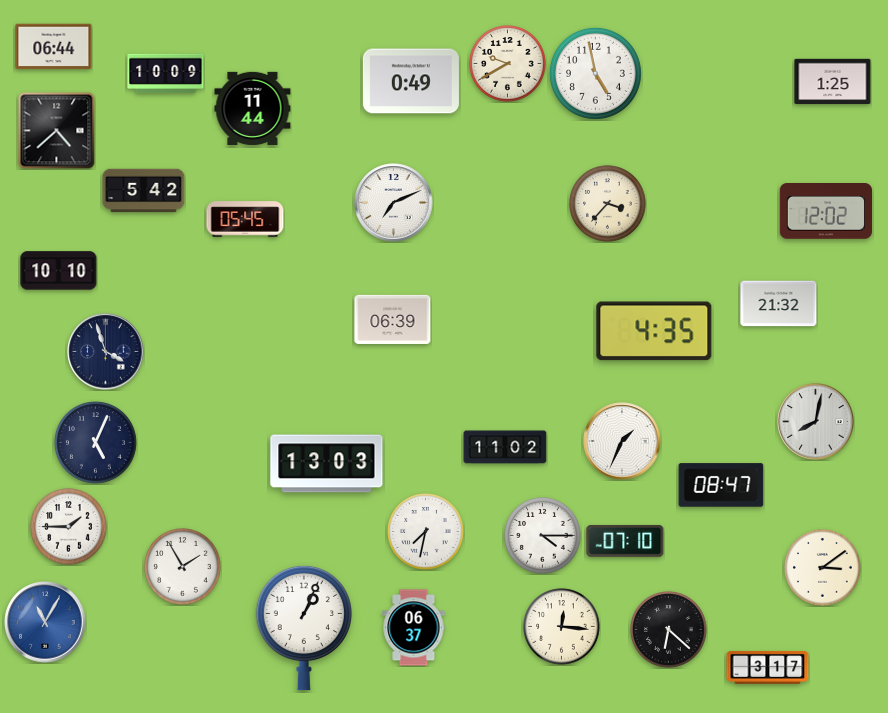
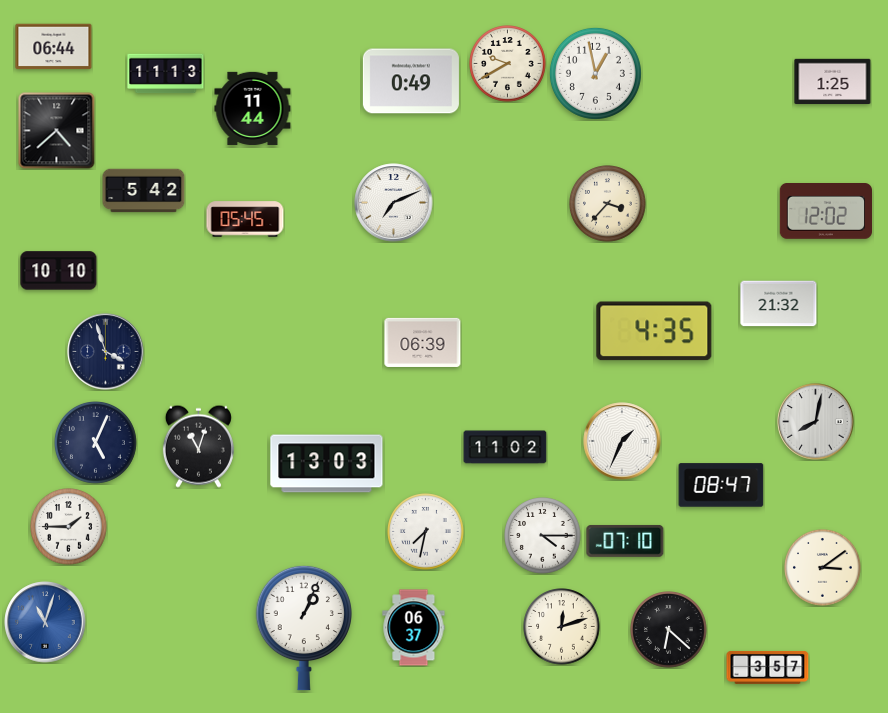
clock at (595, 73): 4:58 -> 12:58
clock at (166, 74): 10:09 -> 11:13
clock at (393, 319) position: (393, 319) -> (423, 342)
clock at (198, 446): none -> 11:03
clock at (183, 567): 1:55 -> none
clock at (45, 622): 11:05 -> 11:03
clock at (562, 627): 12:16 -> 12:12
clock at (768, 667): 3:17 -> 3:57
